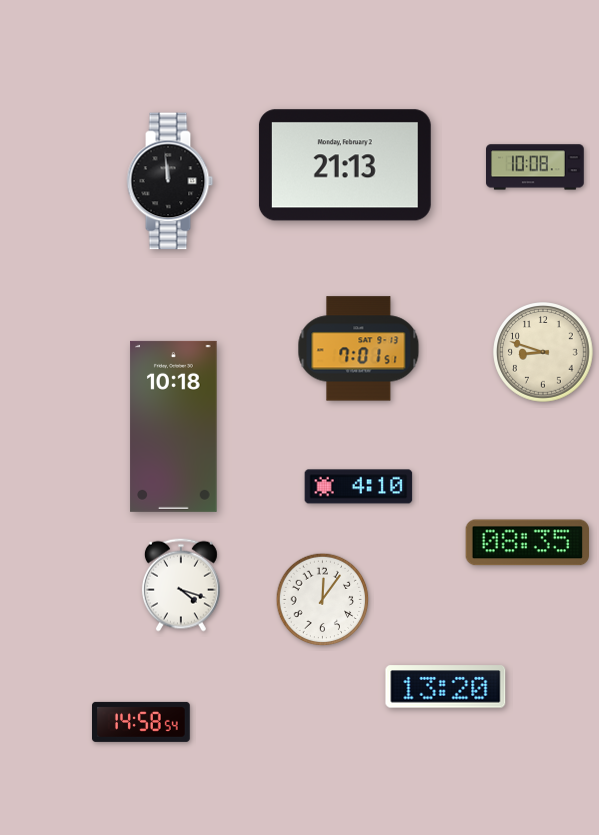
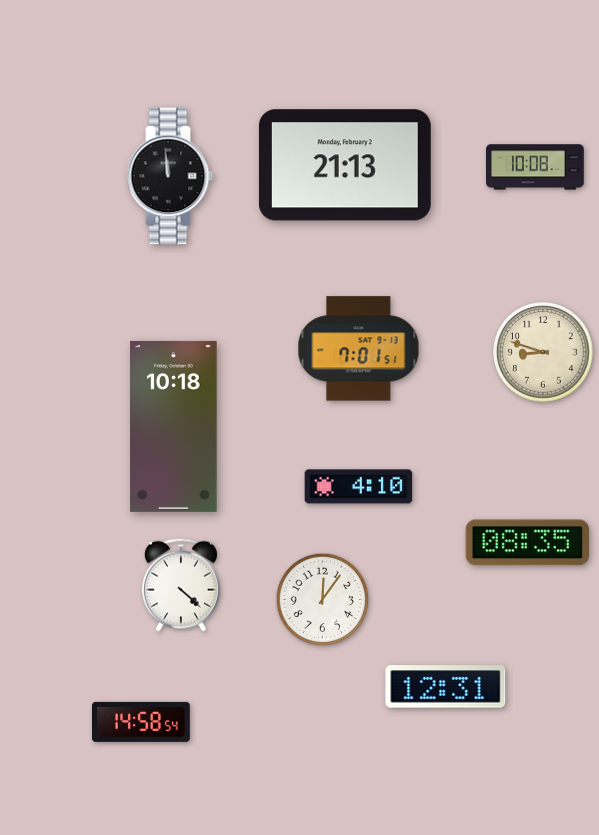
clock at (170, 181) position: (170, 181) -> (170, 176)
clock at (181, 585): 4:18 -> 4:22
clock at (446, 687): 13:20 -> 12:31
